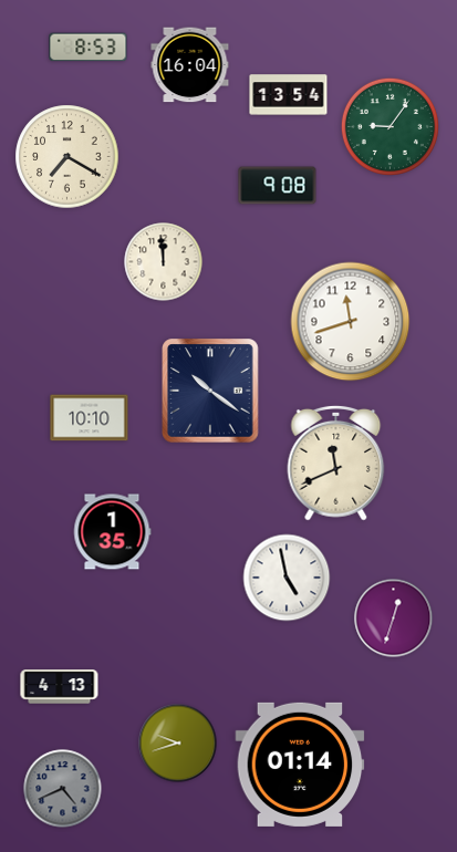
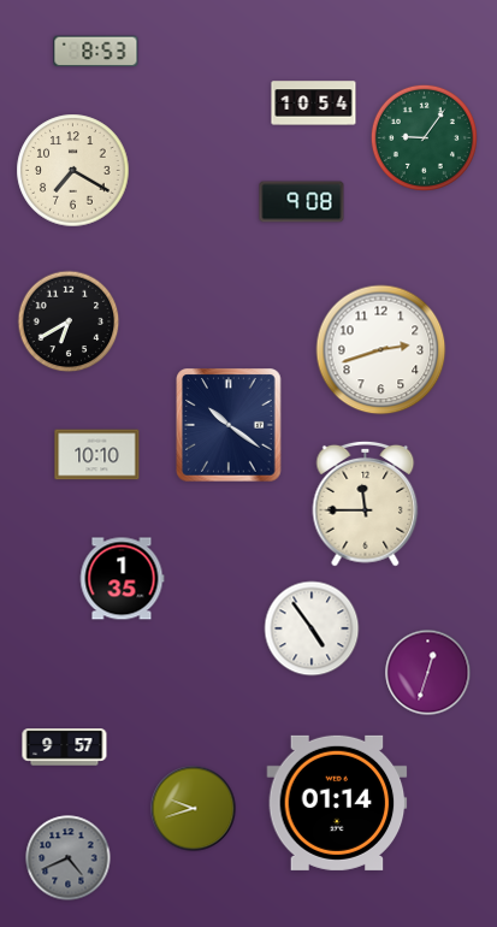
clock at (190, 65): 16:04 -> none
clock at (289, 95): 13:54 -> 10:54
clock at (164, 262): 11:59 -> none
clock at (69, 321): none -> 6:40
clock at (351, 322): 11:42 -> 2:42
clock at (336, 463): 11:41 -> 11:45
clock at (287, 578): 4:58 -> 4:54
clock at (60, 687): 4:13 -> 9:57
clock at (300, 765) position: (300, 765) -> (337, 803)
